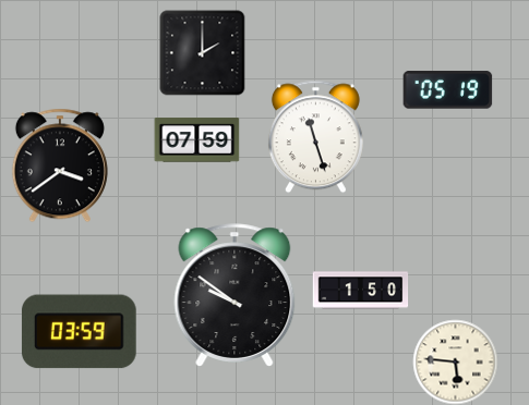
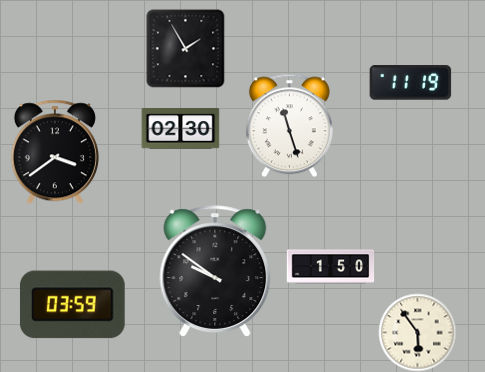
clock at (202, 52): 2:00 -> 1:55
clock at (447, 90): 05:19 -> 11:19
clock at (196, 140): 07:59 -> 02:30
clock at (455, 361): 5:46 -> 5:54
